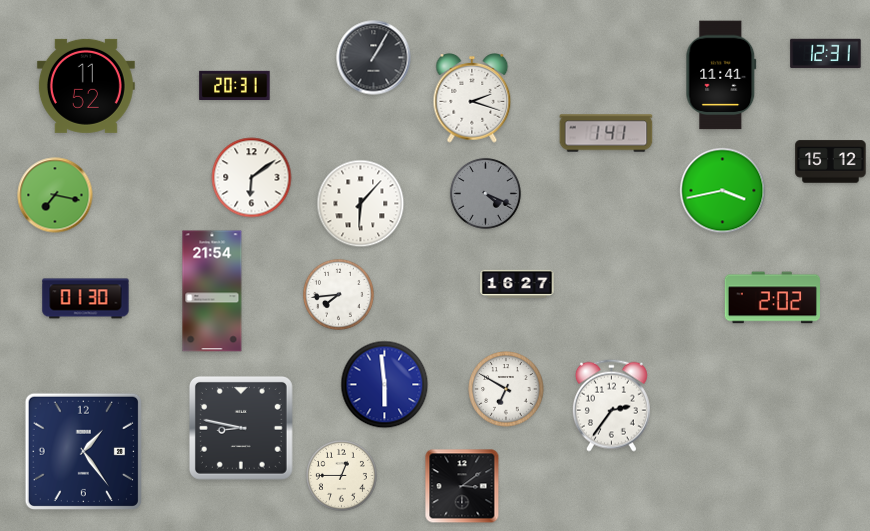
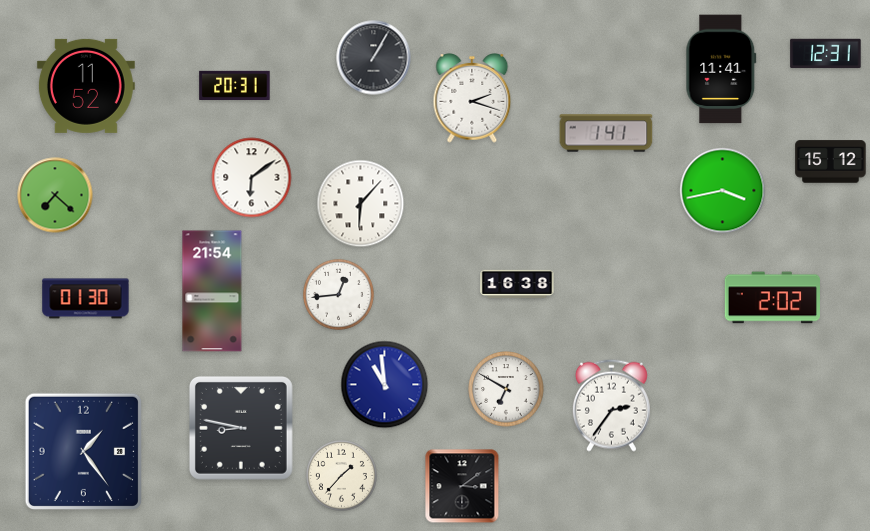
clock at (721, 75) position: (721, 75) -> (721, 69)
clock at (485, 193): 4:19 -> none
clock at (55, 195): 7:17 -> 7:22
clock at (517, 284): 16:27 -> 16:38
clock at (338, 294): 7:44 -> 12:44
clock at (385, 385): 5:59 -> 10:59
clock at (341, 475): 12:45 -> 1:37
